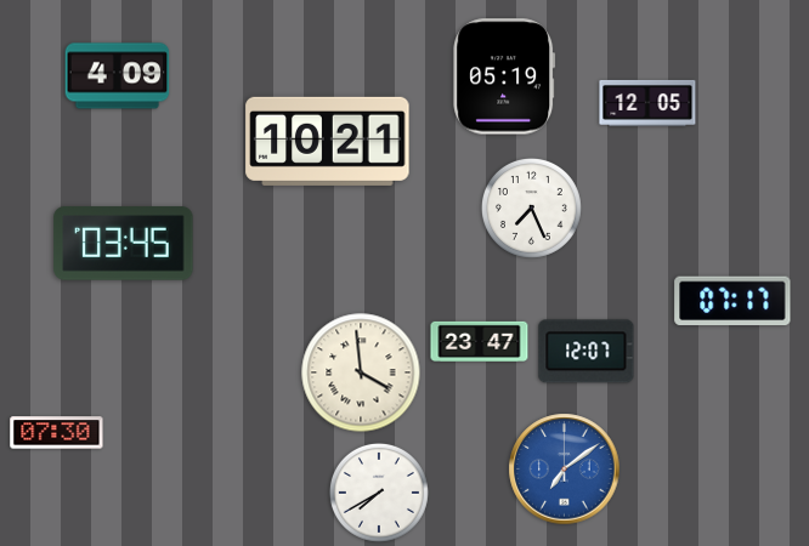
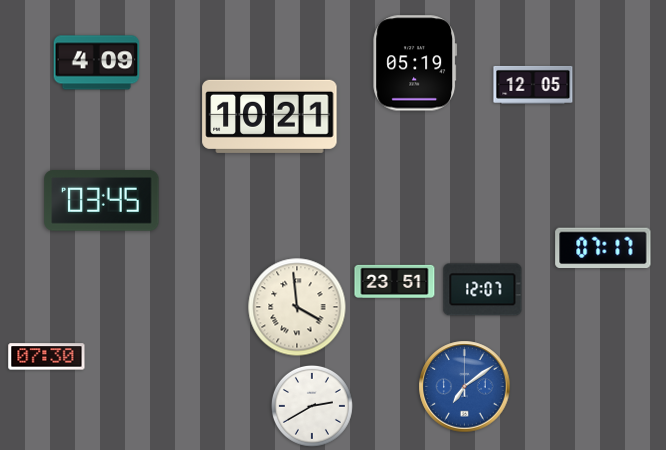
clock at (531, 207): 7:26 -> none
clock at (480, 341): 23:47 -> 23:51
clock at (379, 493): 7:40 -> 2:40
